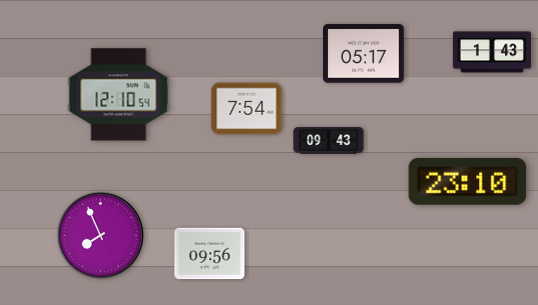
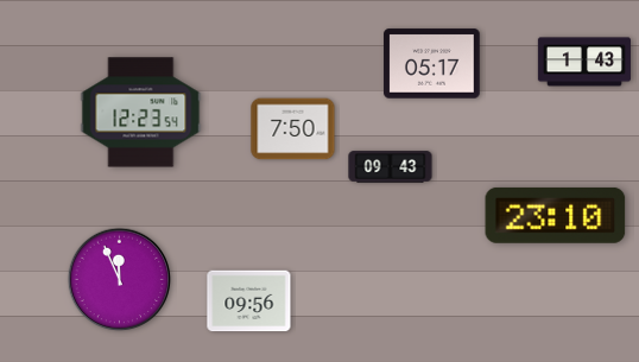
clock at (119, 95): 12:10 -> 12:23
clock at (247, 109): 7:54 -> 7:50
clock at (101, 236): 7:56 -> 11:56
